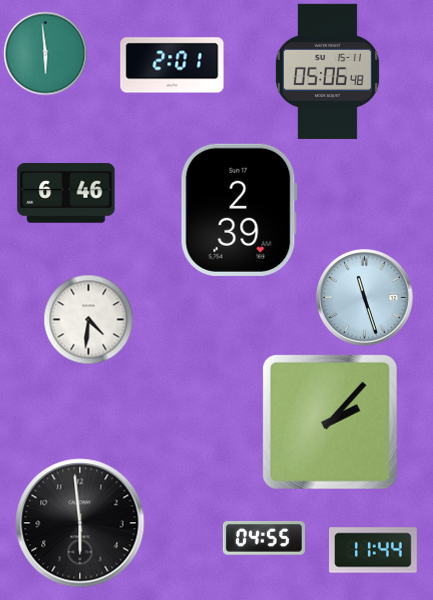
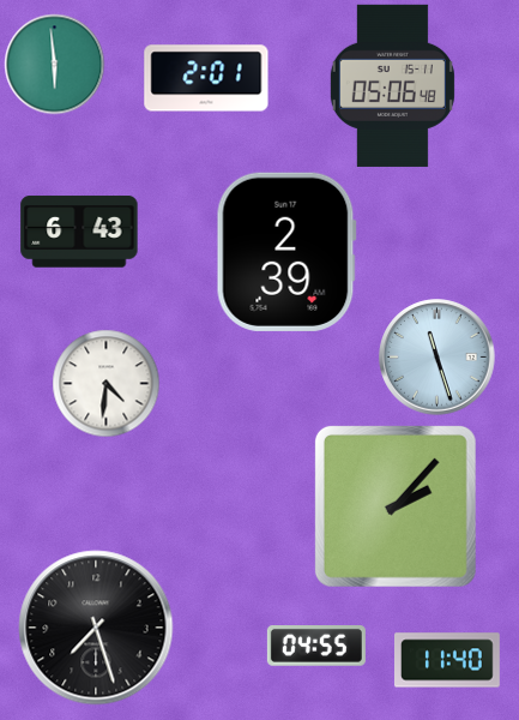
clock at (66, 193): 6:46 -> 6:43
clock at (80, 523): 5:59 -> 7:27
clock at (374, 550): 11:44 -> 11:40
